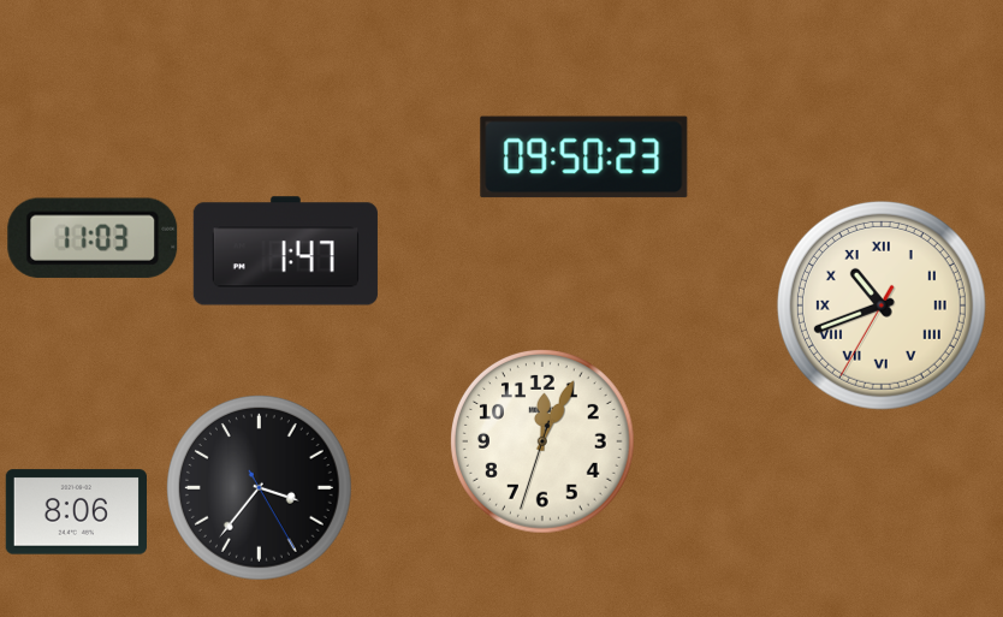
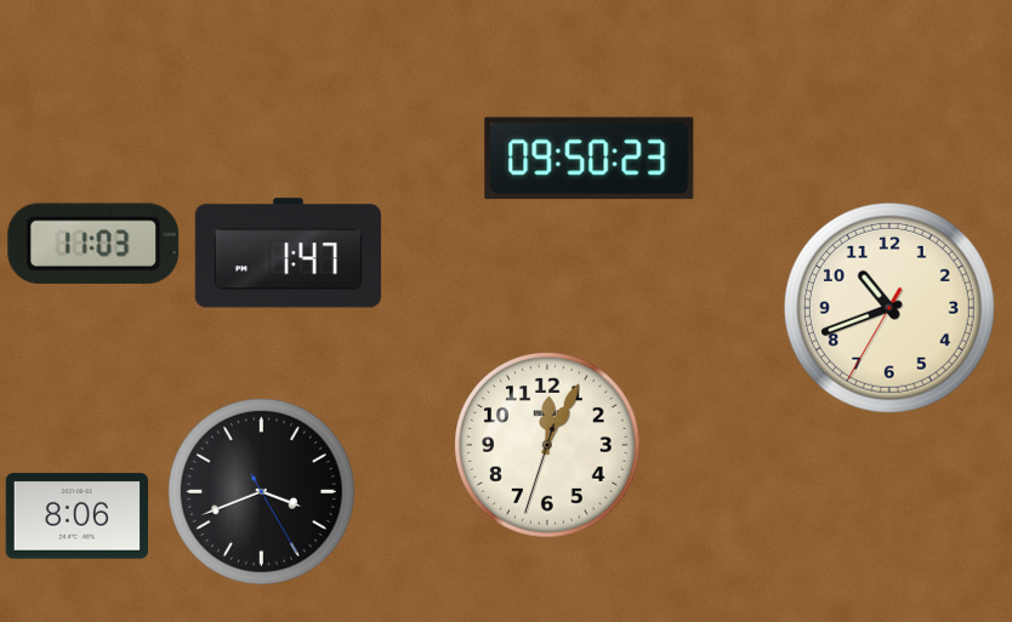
clock at (93, 238) position: (93, 238) -> (93, 244)
clock at (882, 305) numerals: Roman -> Arabic
clock at (260, 488): 3:36 -> 3:41
